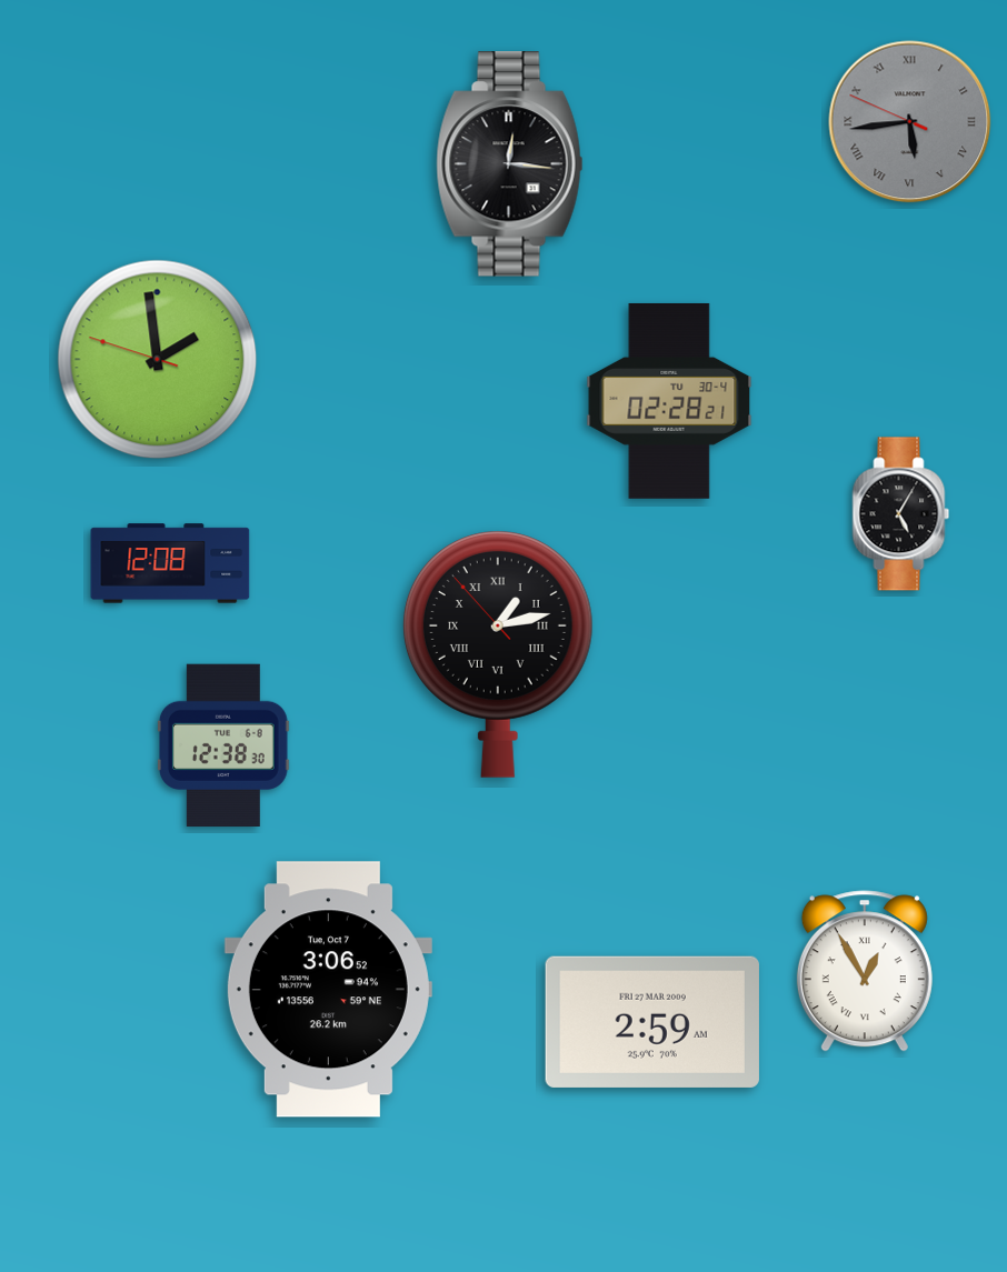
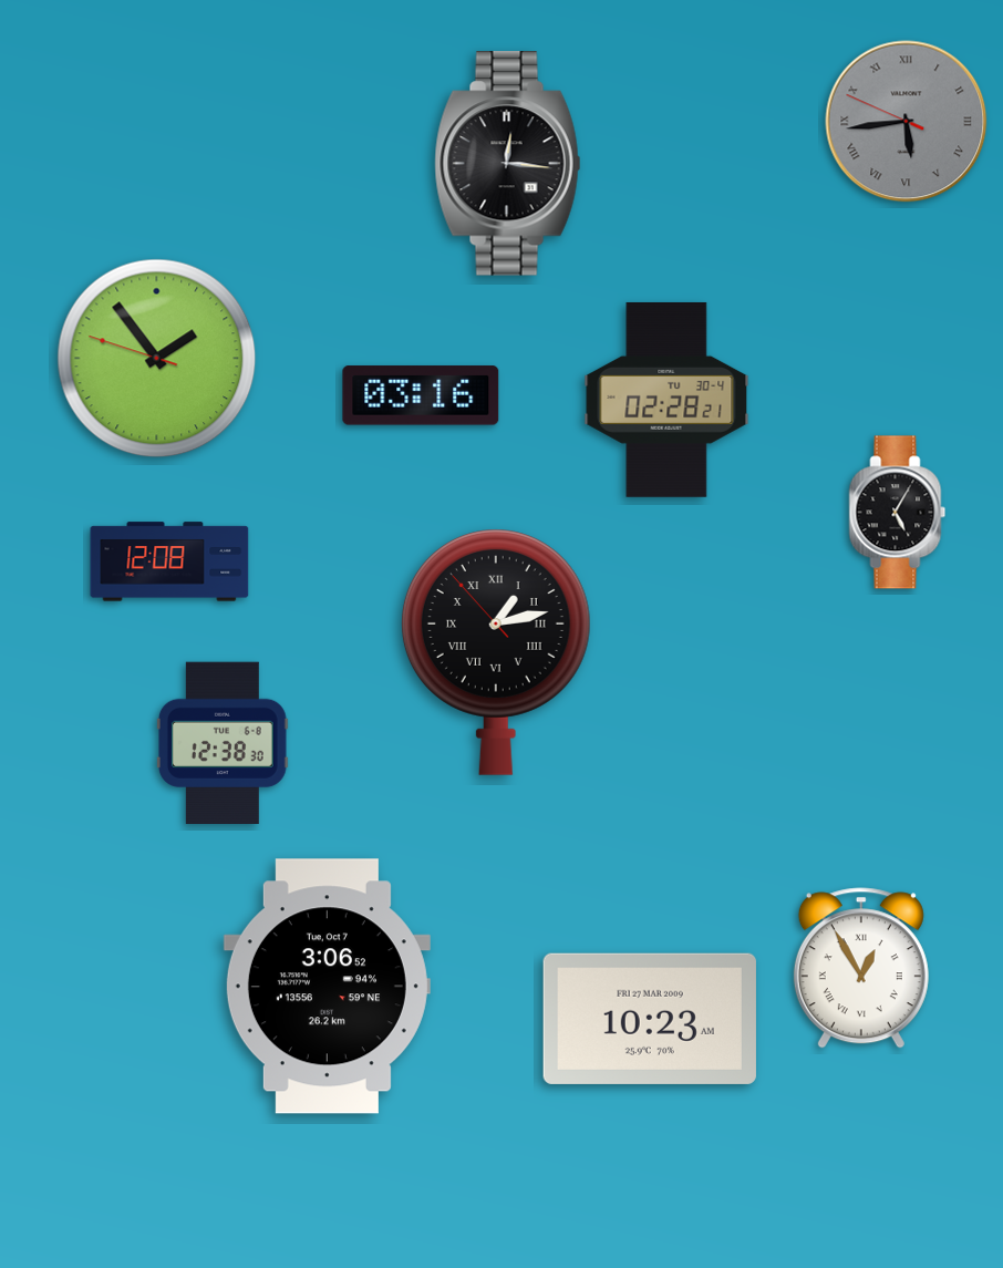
clock at (158, 360): 1:58 -> 1:53
clock at (421, 395): none -> 03:16
clock at (652, 1022): 2:59 -> 10:23
